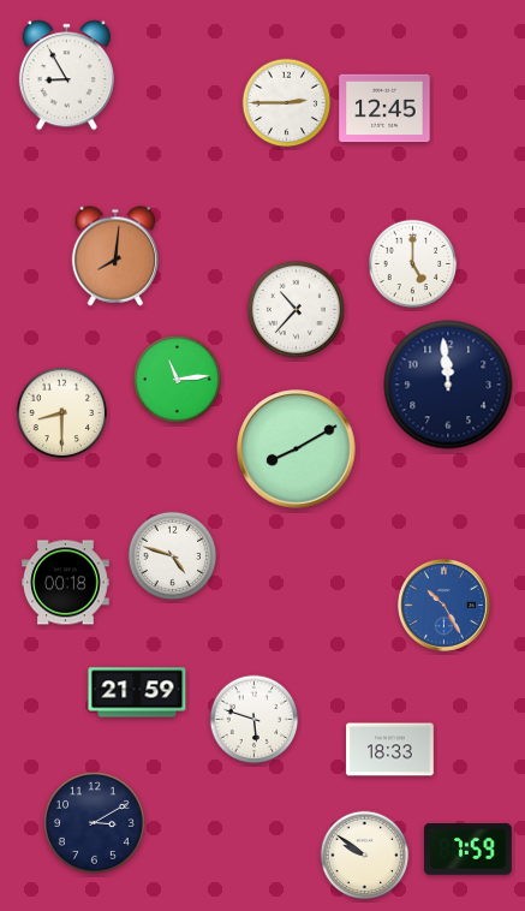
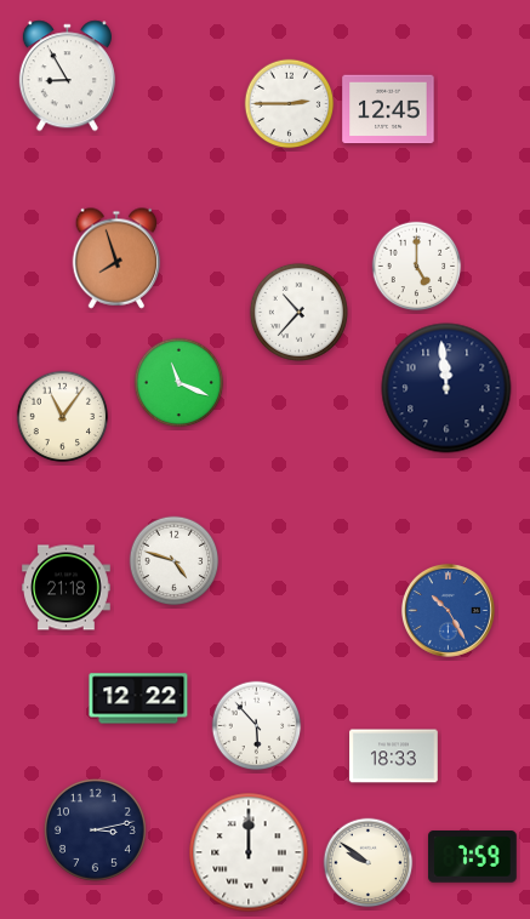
clock at (115, 256): 8:01 -> 7:57
clock at (178, 380): 11:14 -> 11:19
clock at (448, 385) position: (448, 385) -> (446, 388)
clock at (62, 413): 8:30 -> 11:06
clock at (297, 449): 8:10 -> none
clock at (66, 583): 00:18 -> 21:18
clock at (137, 692): 21:59 -> 12:22
clock at (255, 720): 5:48 -> 5:53
clock at (94, 822): 3:10 -> 3:13
clock at (249, 852): none -> 12:00
